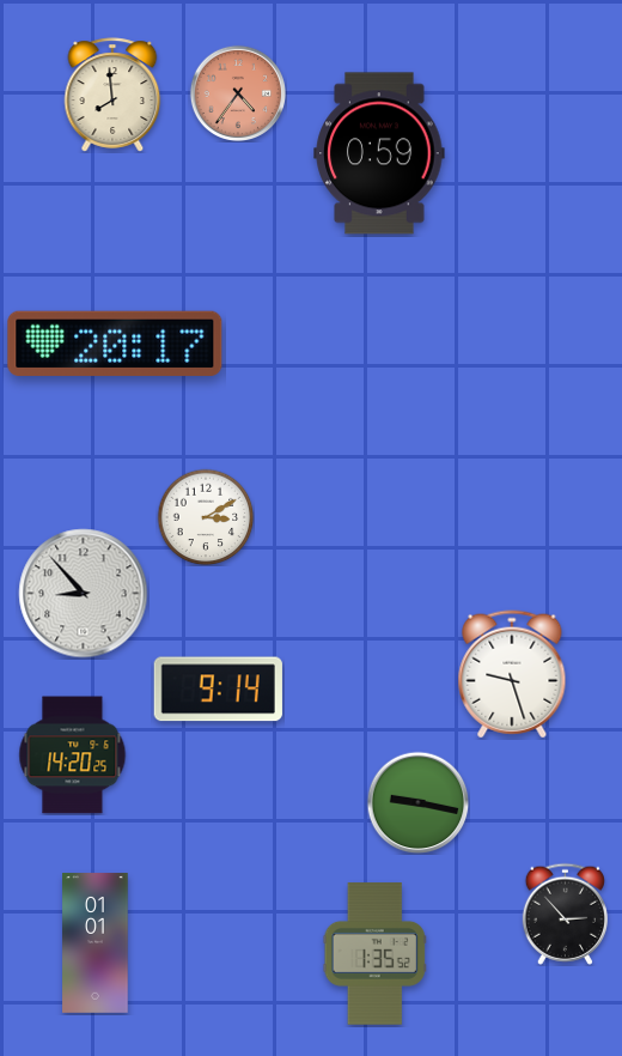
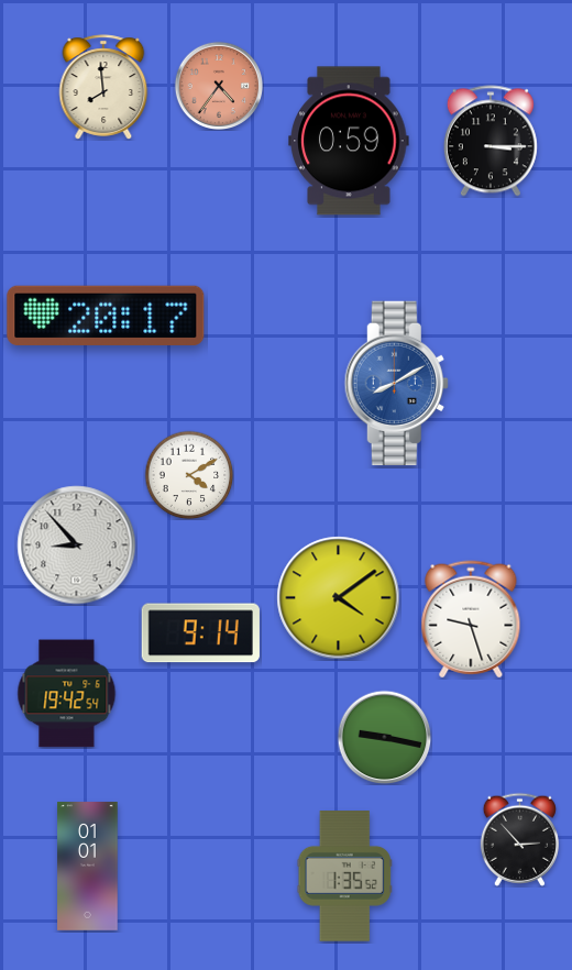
clock at (491, 141): none -> 3:15
clock at (396, 384): none -> 8:10
clock at (206, 517): 3:10 -> 4:10
clock at (339, 598): none -> 4:09
clock at (73, 755): 14:20 -> 19:42
